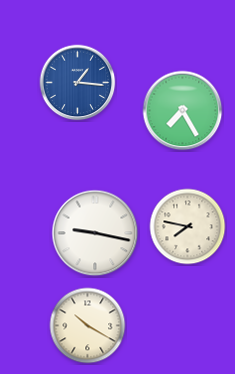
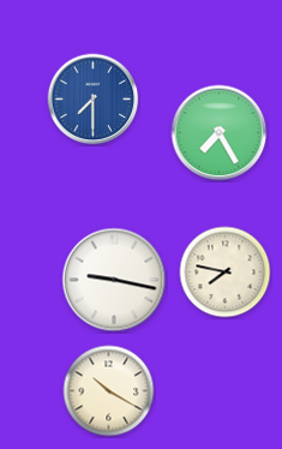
clock at (78, 83): 1:16 -> 7:30
clock at (88, 326) position: (88, 326) -> (109, 391)
